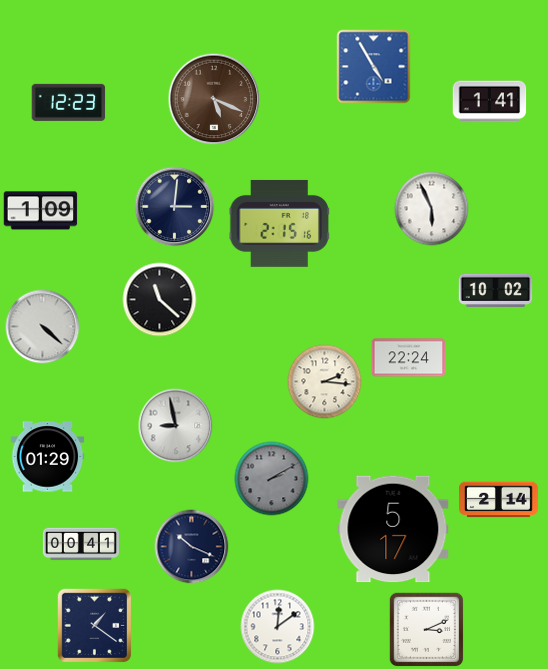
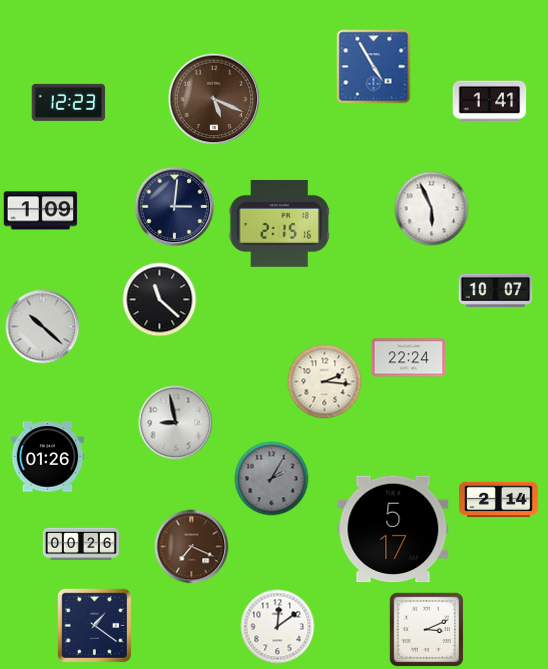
clock at (496, 290): 10:02 -> 10:07
clock at (43, 327): 4:22 -> 10:22
clock at (176, 426) position: (176, 426) -> (176, 423)
clock at (48, 457): 01:29 -> 01:26
clock at (272, 479): 2:10 -> 2:05
clock at (81, 544): 00:41 -> 00:26
clock at (192, 547): 10:19 -> 7:19
clock at (192, 547) dial: navy -> brown
